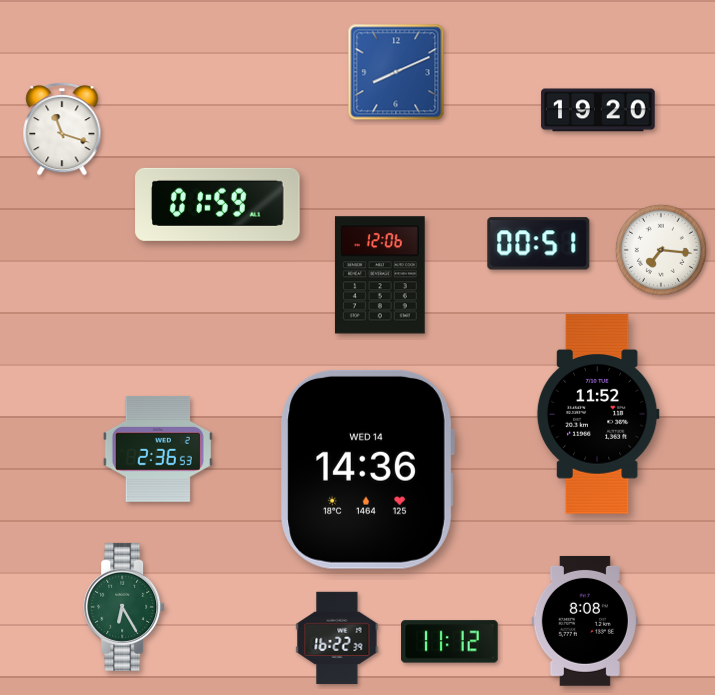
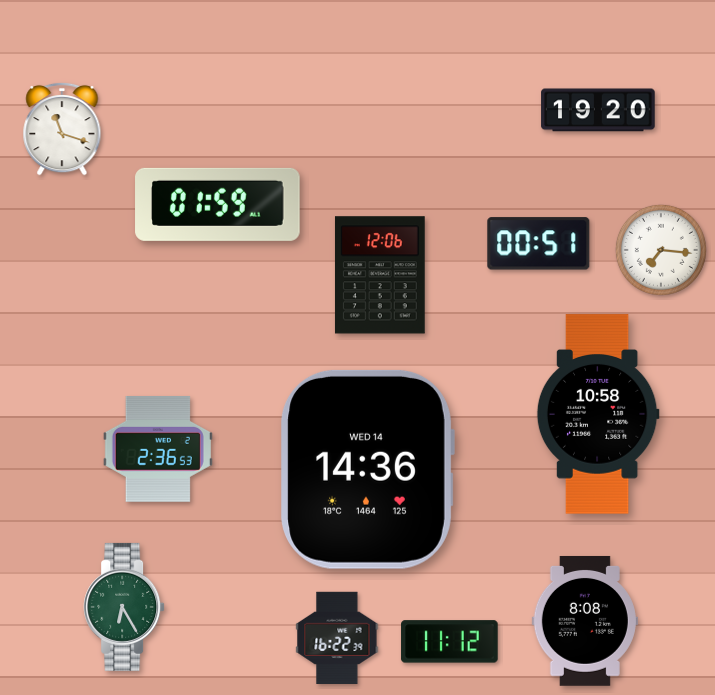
clock at (396, 72): 8:11 -> none
clock at (598, 414): 11:52 -> 10:58
